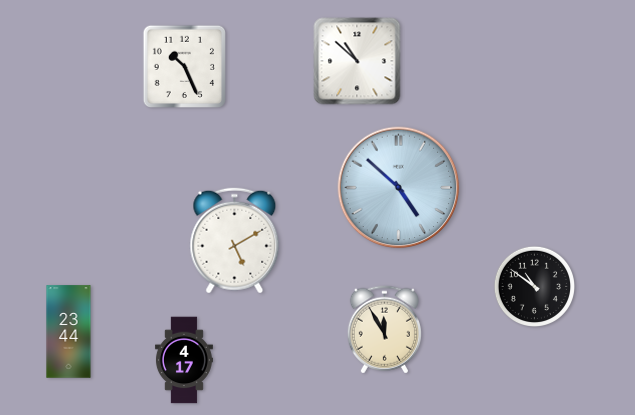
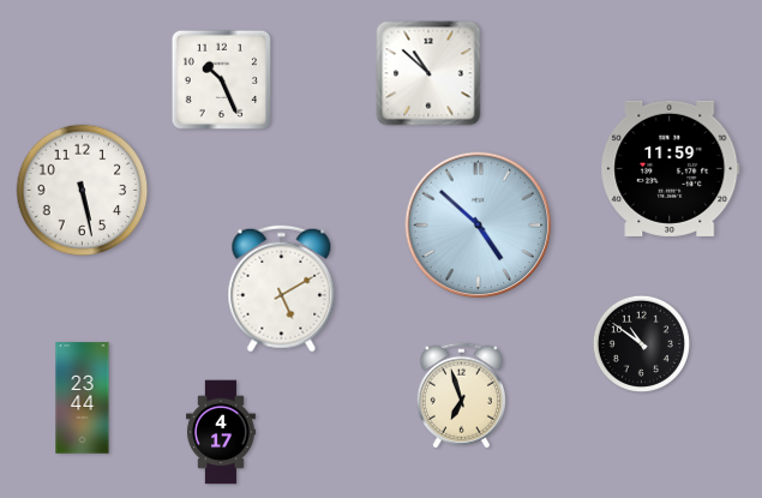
clock at (671, 168): none -> 11:59
clock at (83, 191): none -> 5:28
clock at (384, 330): 11:55 -> 6:57
